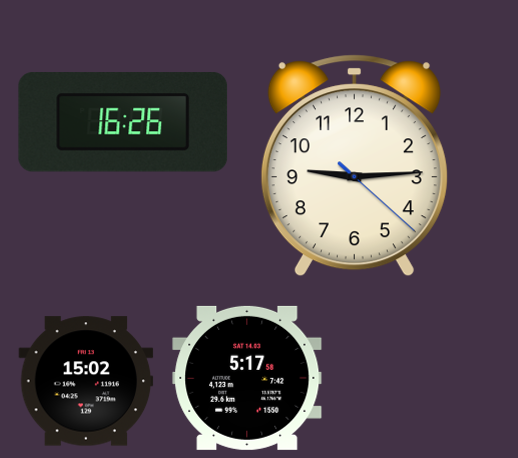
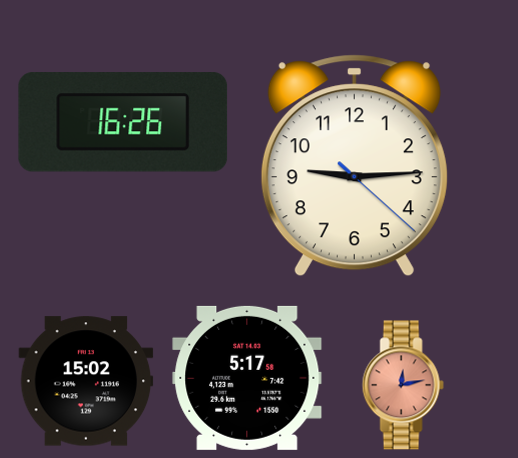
clock at (403, 385): none -> 12:13
